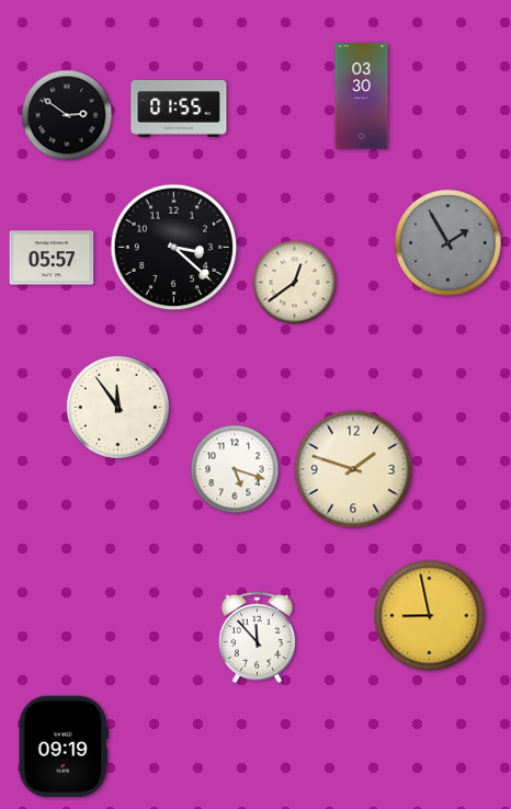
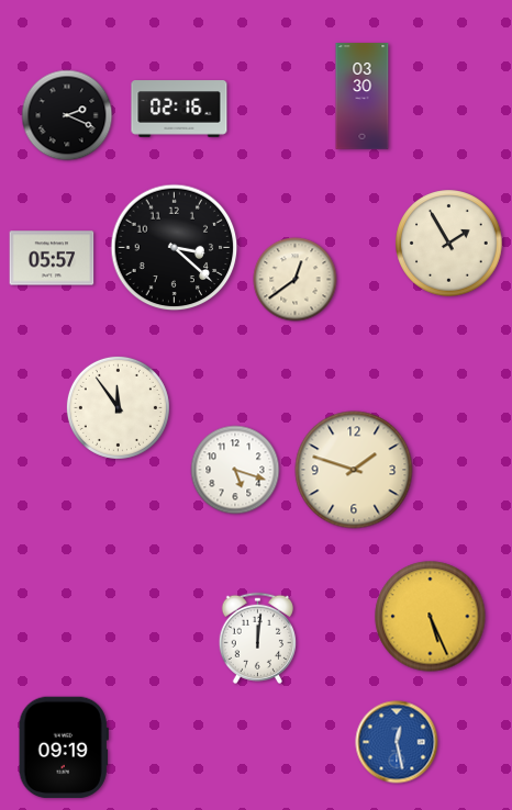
clock at (179, 109): 01:55 -> 02:16
clock at (67, 115): 2:51 -> 2:19
clock at (448, 243) dial: grey -> cream
clock at (295, 283) position: (295, 283) -> (296, 280)
clock at (430, 616): 8:58 -> 5:26
clock at (257, 637): 11:53 -> 12:01
clock at (397, 742): none -> 12:28
